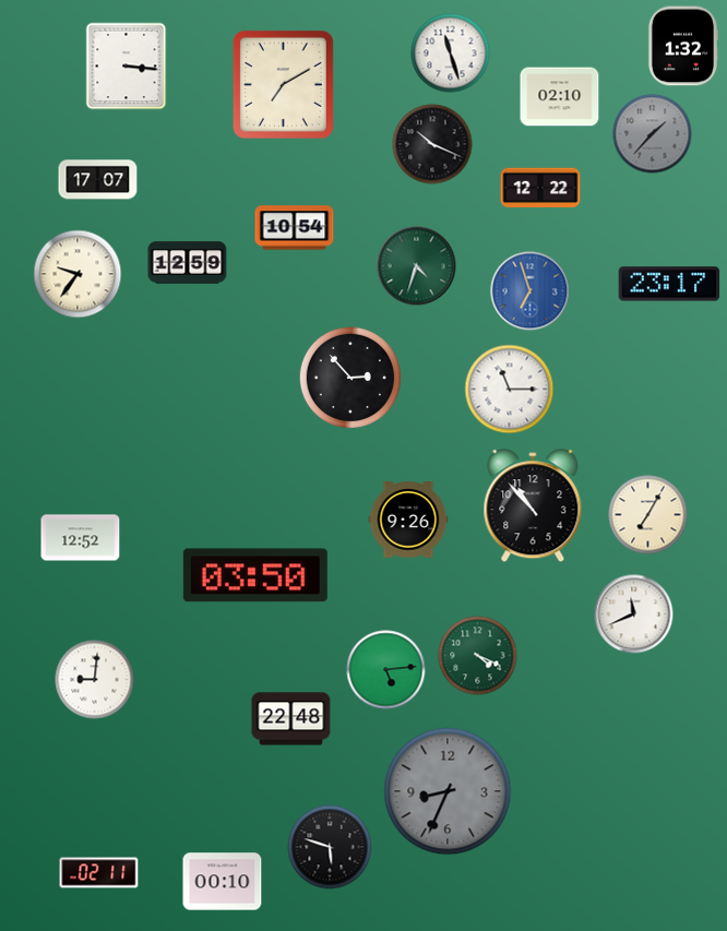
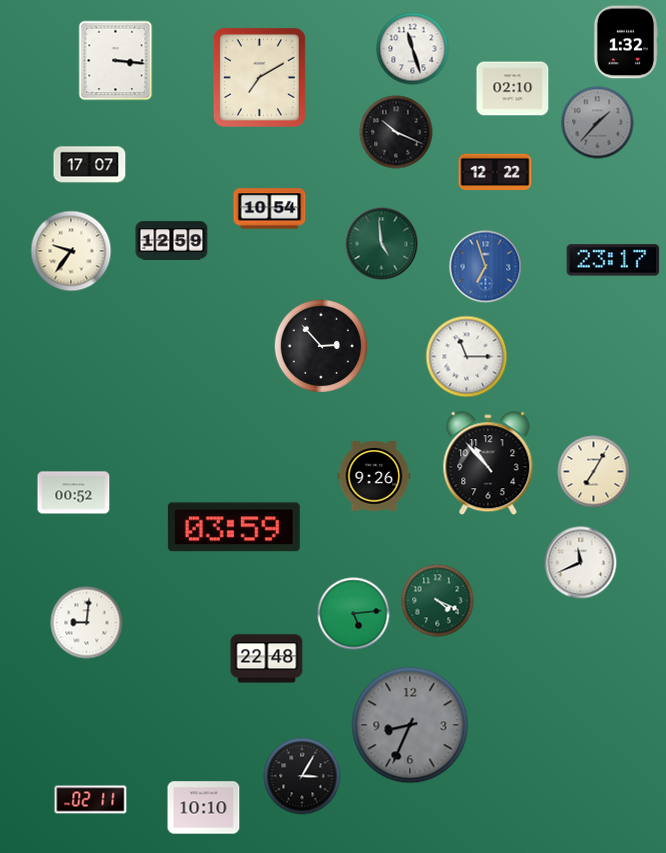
clock at (417, 266): 4:33 -> 4:59
clock at (81, 538): 12:52 -> 00:52
clock at (255, 575): 03:50 -> 03:59
clock at (330, 847): 5:48 -> 3:05
clock at (223, 882): 00:10 -> 10:10
